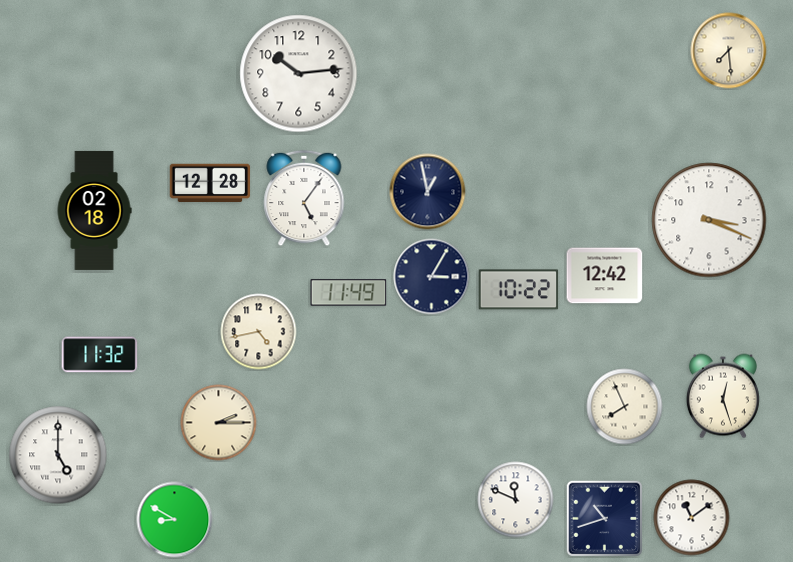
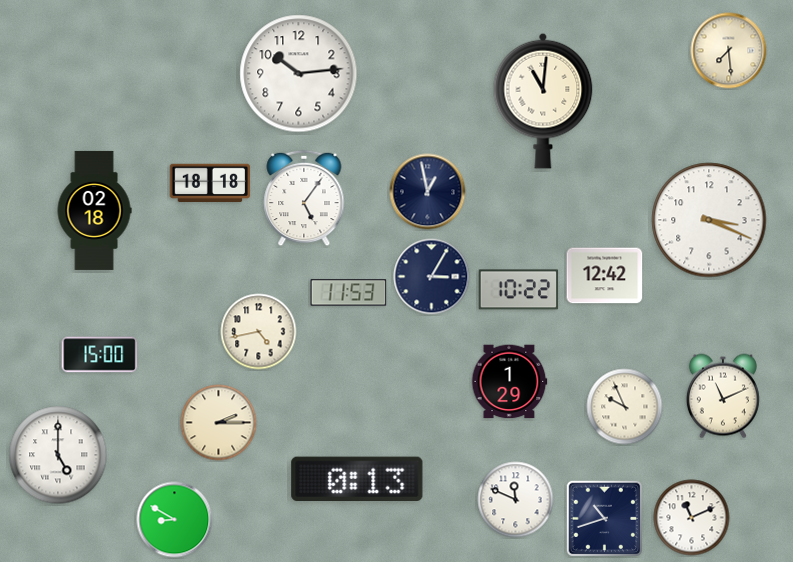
clock at (543, 101): none -> 11:01
clock at (210, 182): 12:28 -> 18:18
clock at (349, 293): 11:49 -> 11:53
clock at (100, 355): 11:32 -> 15:00
clock at (509, 382): none -> 1:29
clock at (723, 396): 12:27 -> 11:11
clock at (625, 407): 7:56 -> 9:56
clock at (357, 478): none -> 0:13
clock at (692, 518): 11:09 -> 11:11
